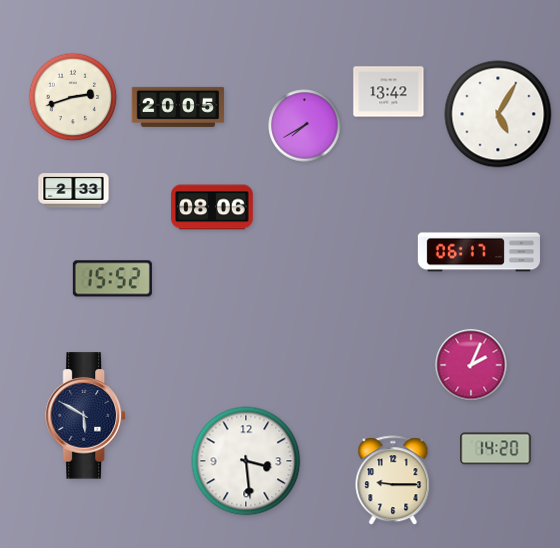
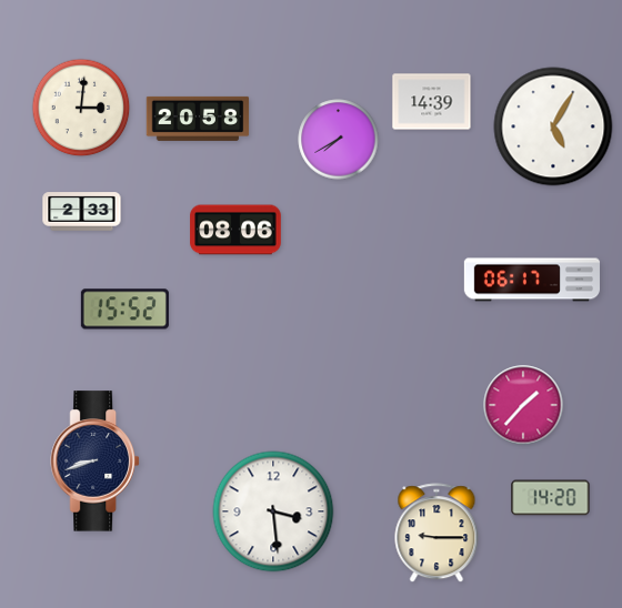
clock at (389, 92): 13:42 -> 14:39
clock at (73, 97): 2:42 -> 3:01
clock at (178, 107): 20:05 -> 20:58
clock at (471, 365): 2:04 -> 1:37
clock at (85, 416): 5:50 -> 8:42
